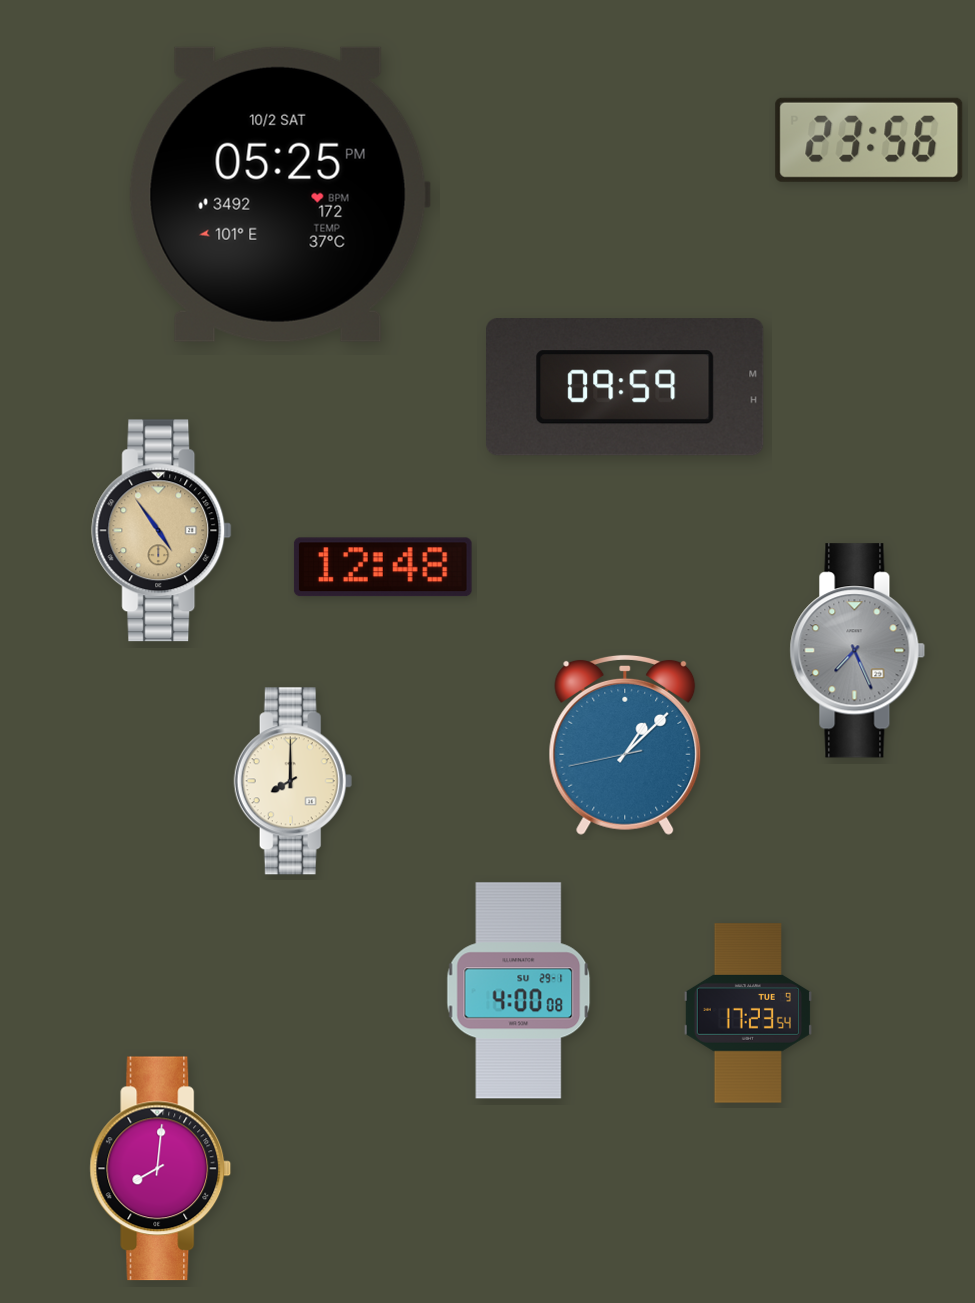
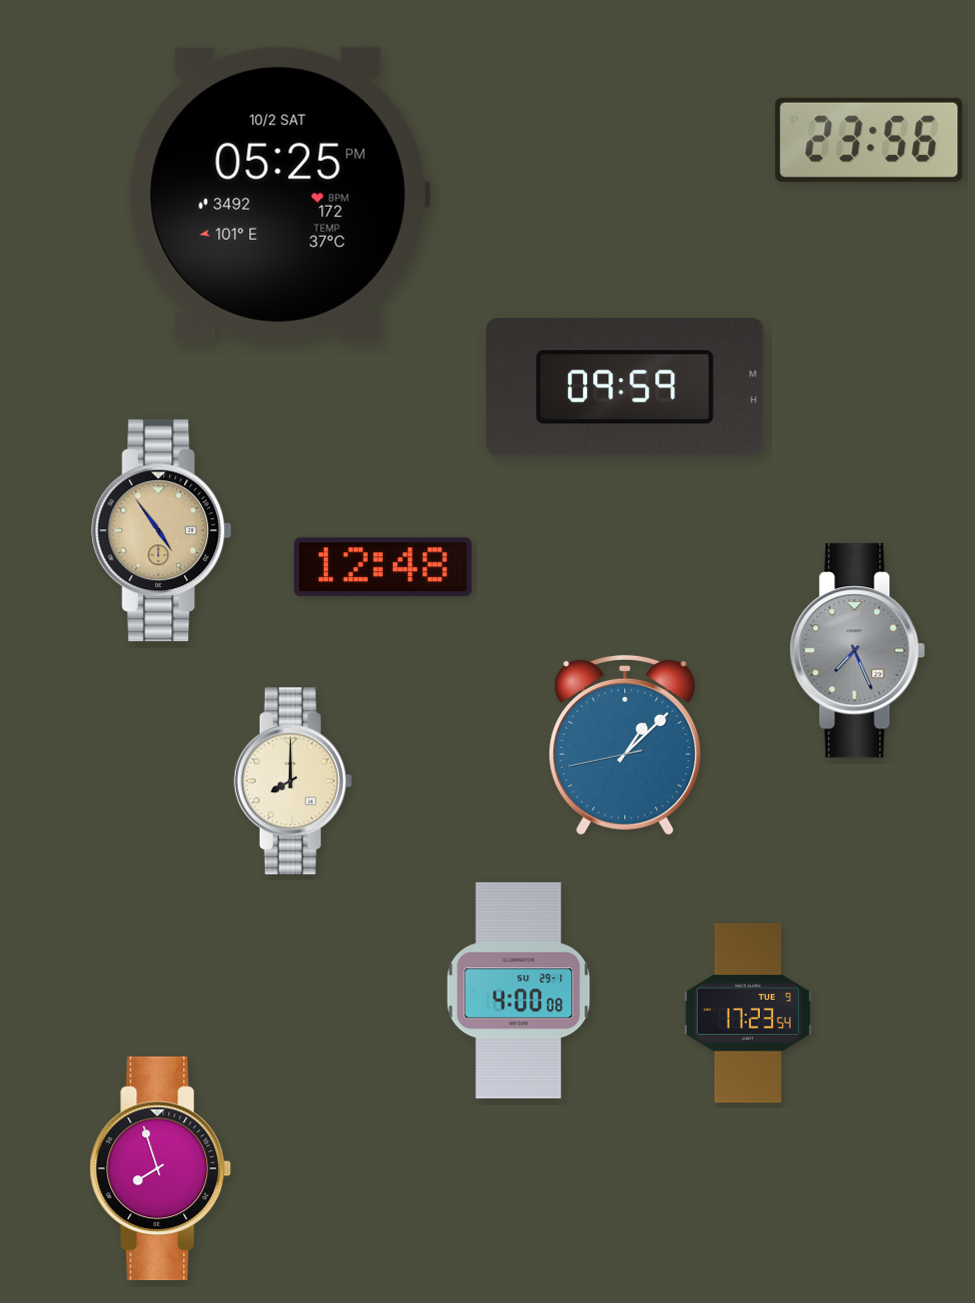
clock at (161, 1169): 8:01 -> 7:57
